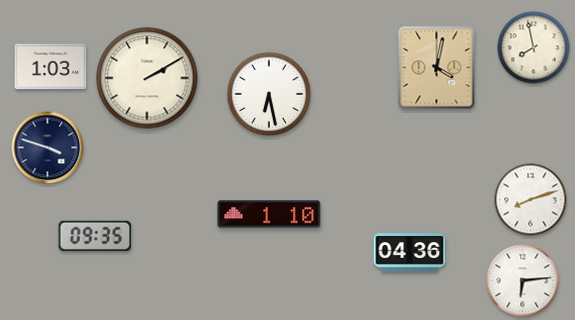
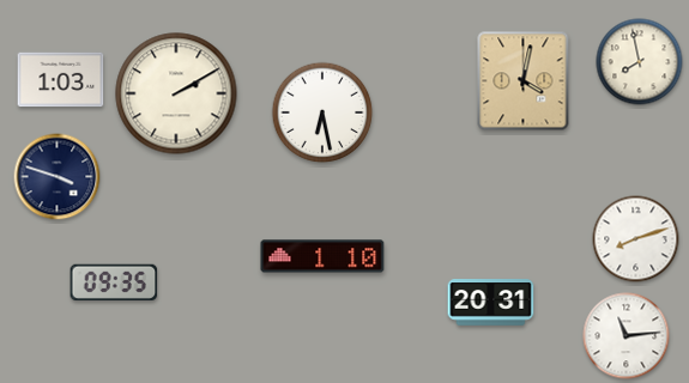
clock at (534, 48) position: (534, 48) -> (640, 62)
clock at (410, 253): 04:36 -> 20:31
clock at (523, 281): 6:14 -> 11:14
